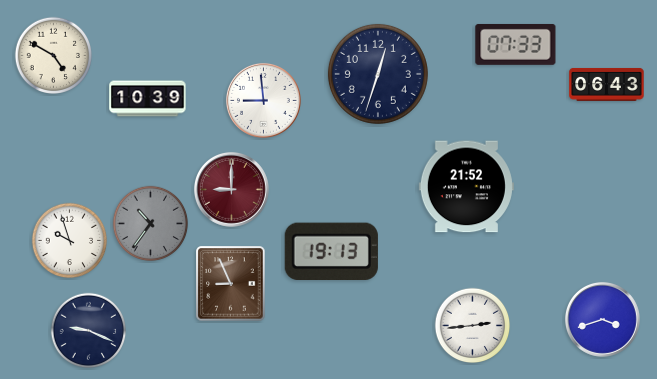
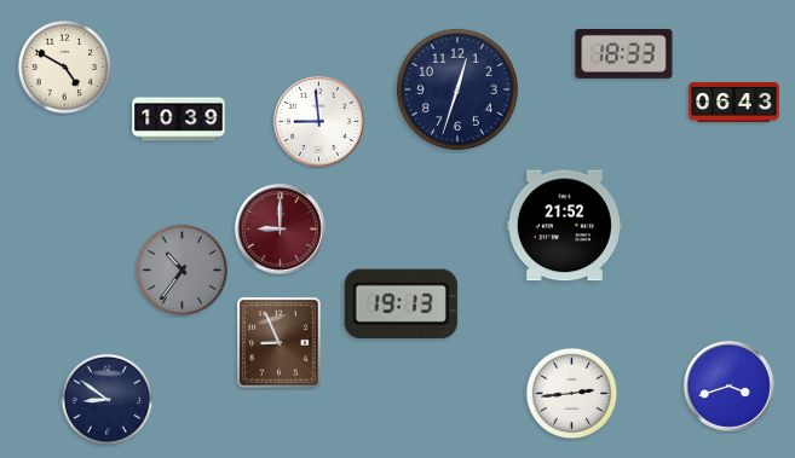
clock at (516, 44): 07:33 -> 18:33
clock at (70, 241): 9:57 -> none
clock at (89, 331): 9:19 -> 8:51
